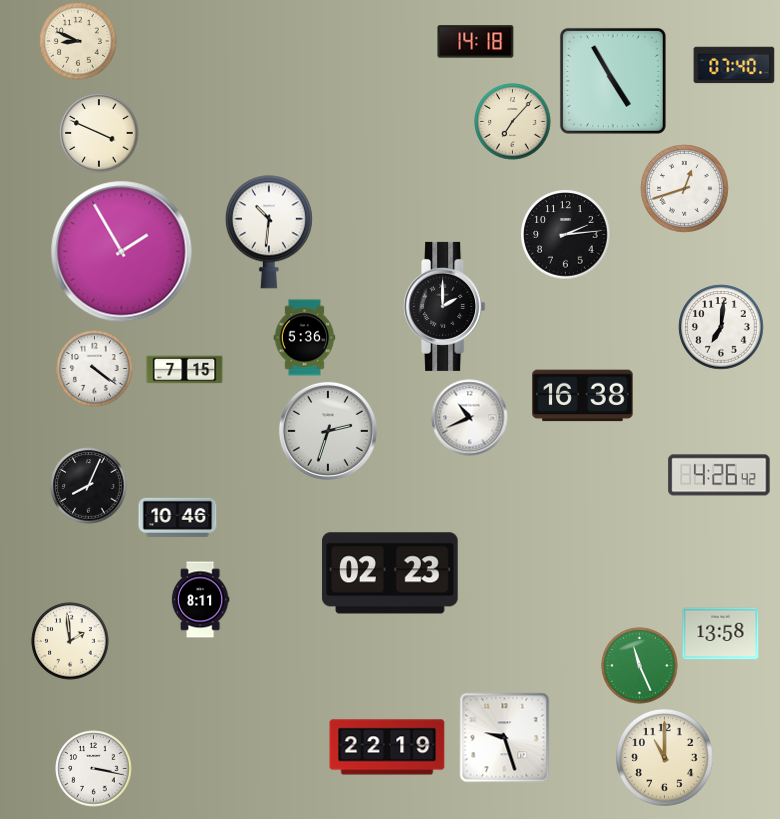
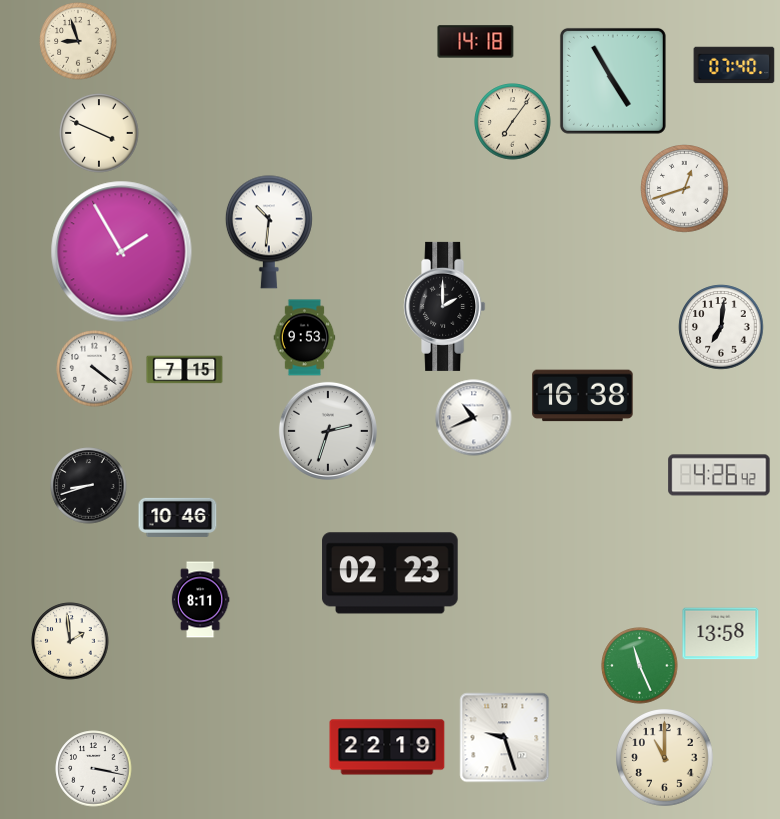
clock at (78, 41): 8:49 -> 8:57
clock at (513, 122): 7:07 -> 7:06
clock at (566, 235): 2:14 -> none
clock at (305, 338): 5:36 -> 9:53
clock at (470, 418) position: (470, 418) -> (474, 418)
clock at (89, 486): 8:04 -> 8:42
